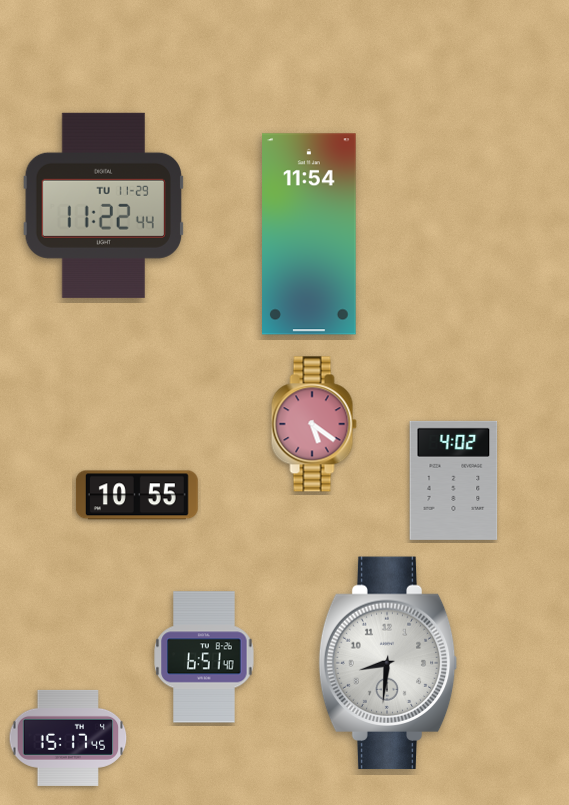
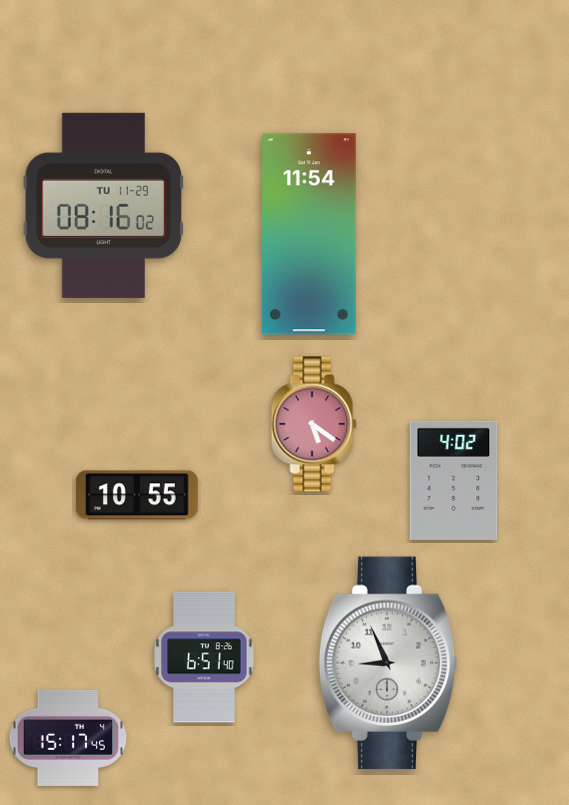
clock at (103, 205): 11:22 -> 08:16
clock at (388, 663): 8:31 -> 8:56
